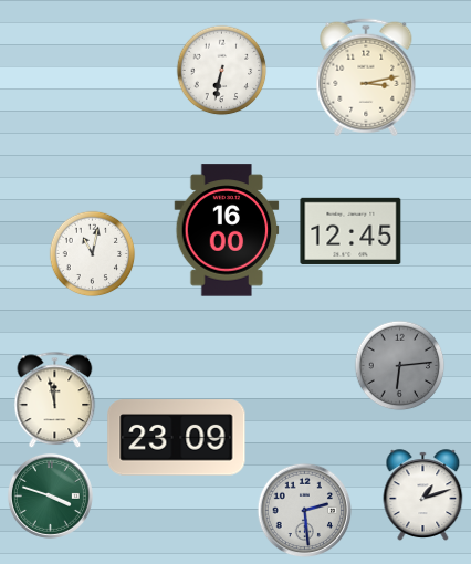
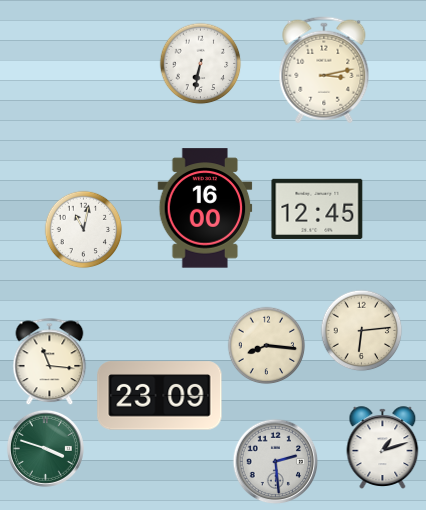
clock at (366, 77) position: (366, 77) -> (324, 70)
clock at (399, 365) dial: grey -> cream
clock at (266, 345): none -> 8:16
clock at (55, 399): 11:58 -> 11:16
